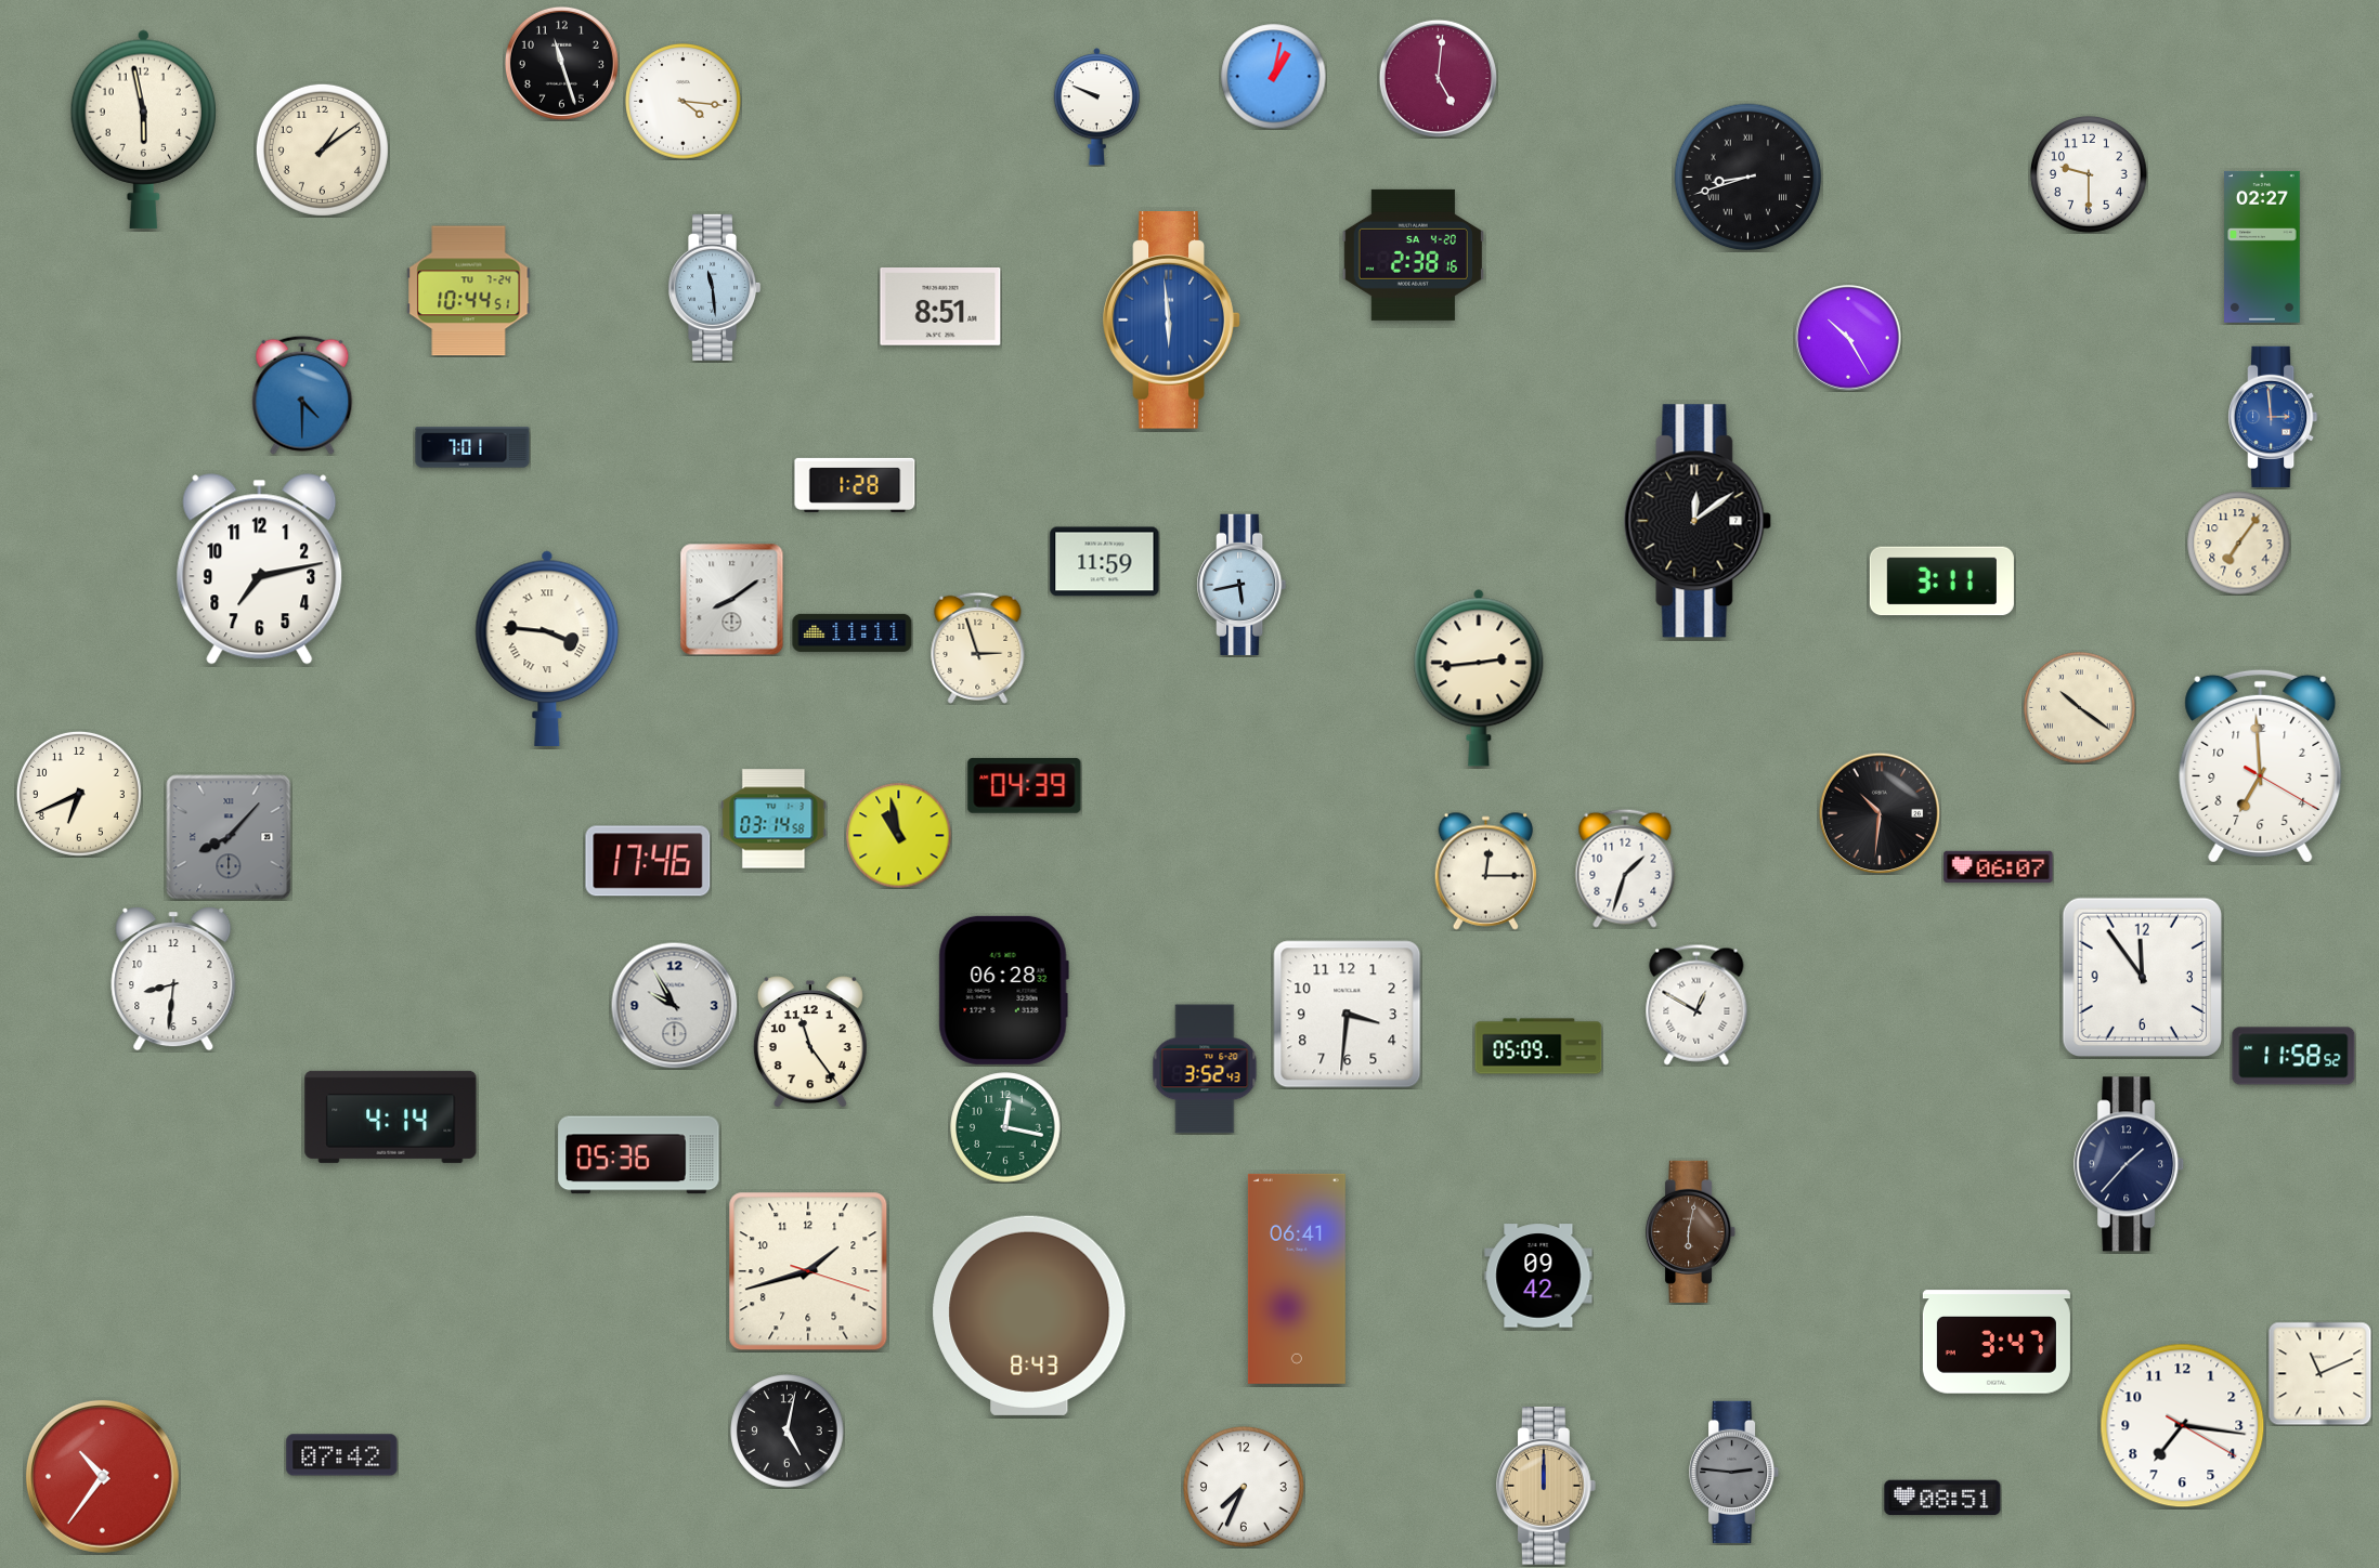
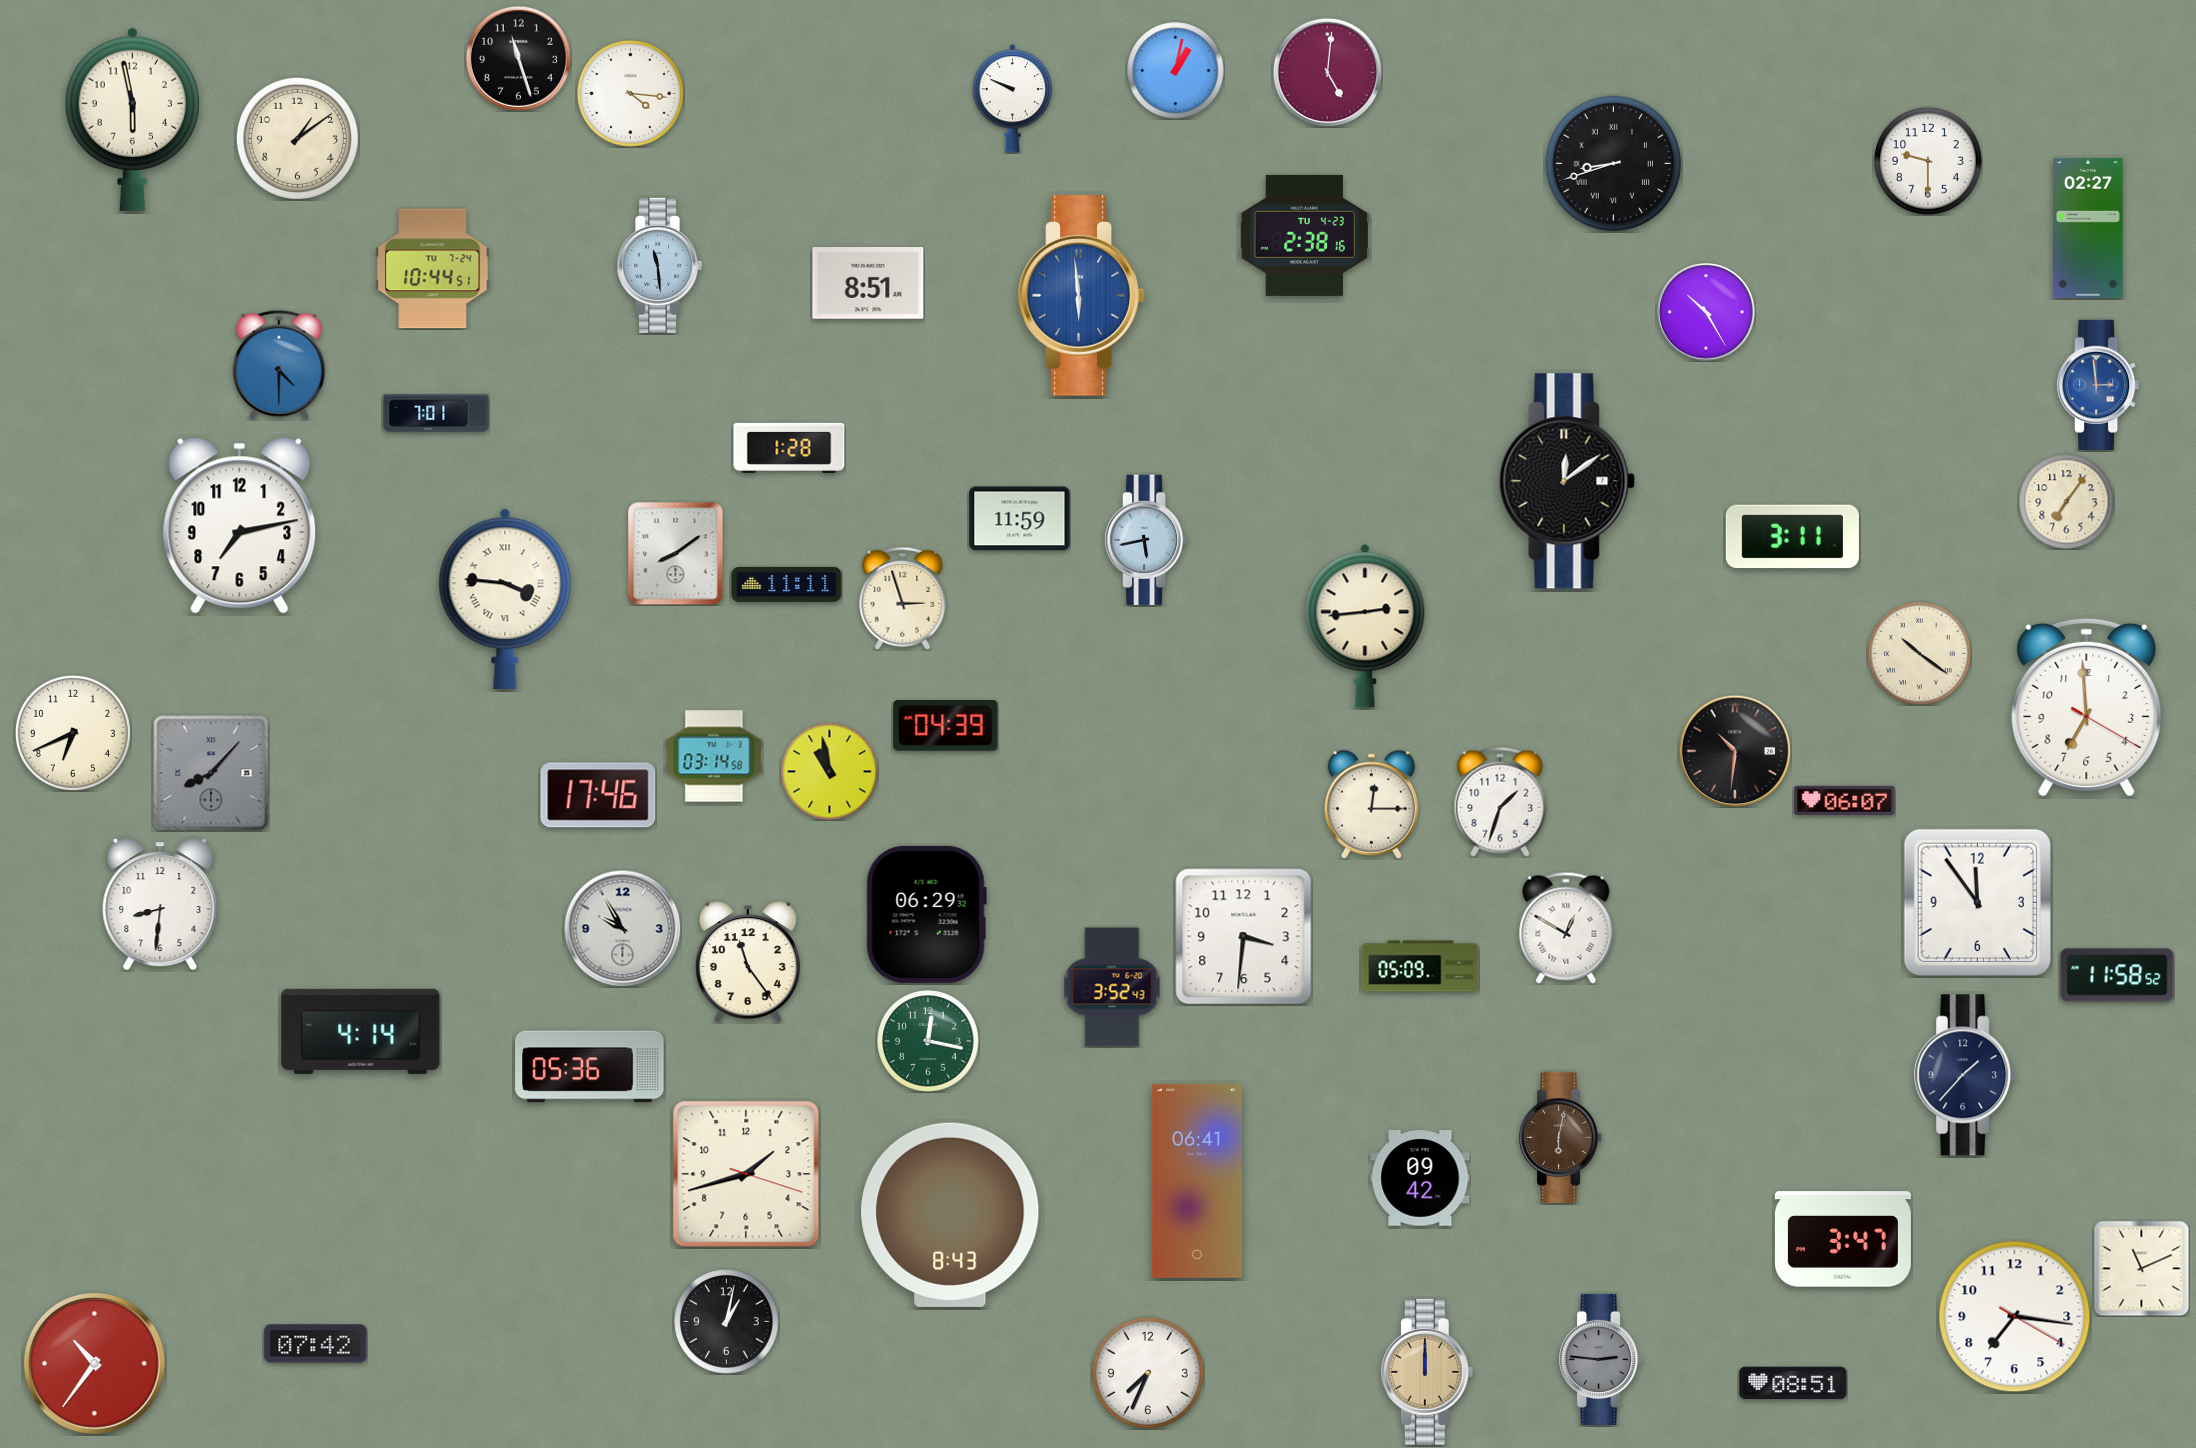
clock at (1413, 254) date: SA 4-20 -> TU 4-23
clock at (1003, 990): 06:28 -> 06:29
clock at (788, 1432): 5:02 -> 1:02
